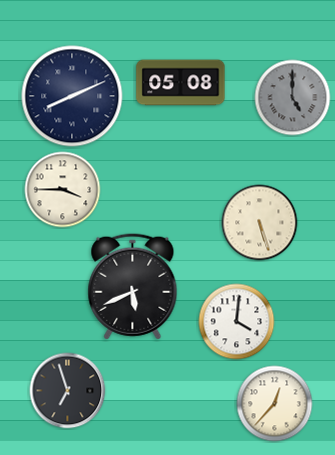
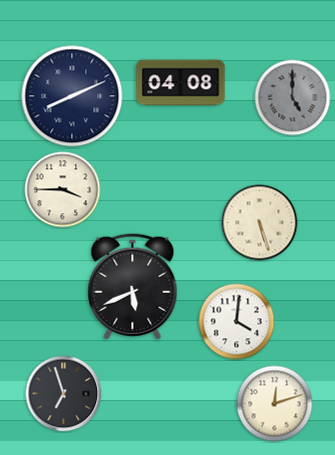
clock at (181, 83): 05:08 -> 04:08
clock at (68, 391) position: (68, 391) -> (64, 394)
clock at (275, 404): 12:37 -> 12:12
